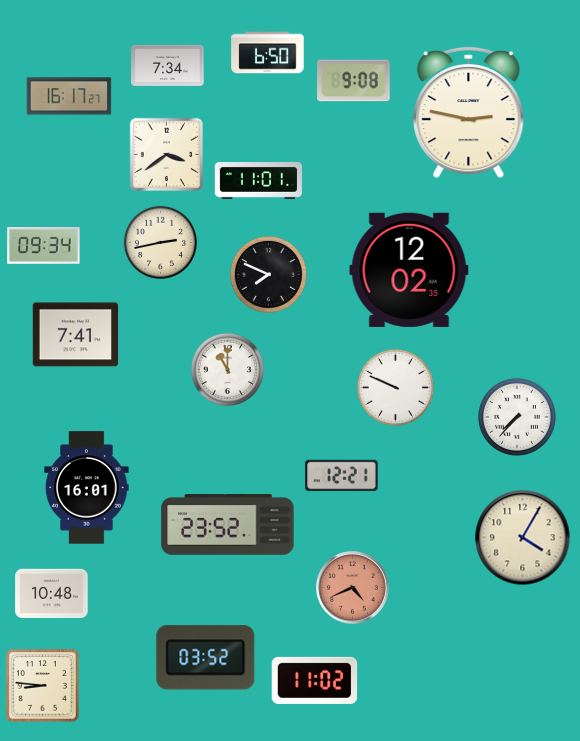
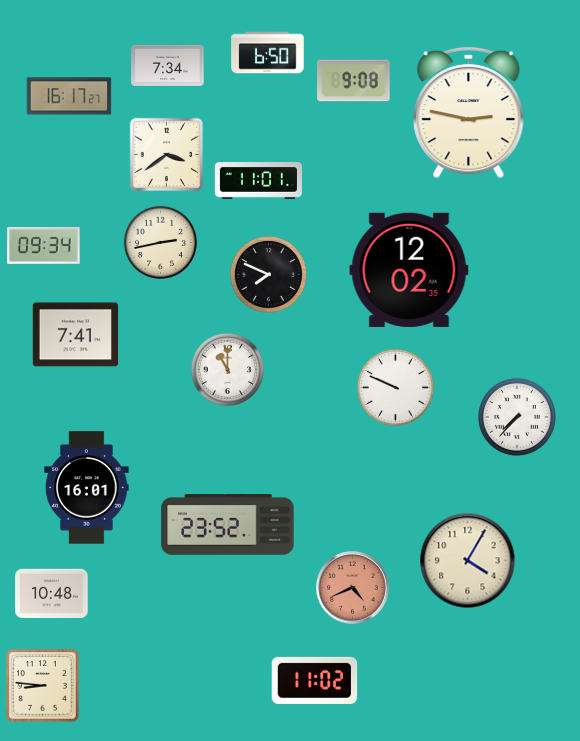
clock at (342, 476): 12:21 -> none
clock at (523, 538) position: (523, 538) -> (468, 561)
clock at (206, 658): 03:52 -> none
